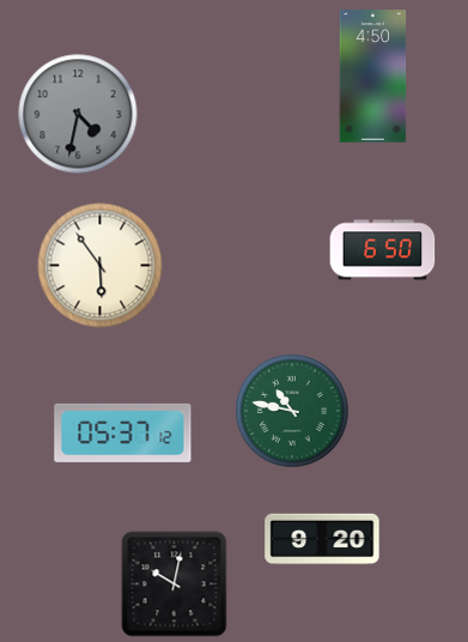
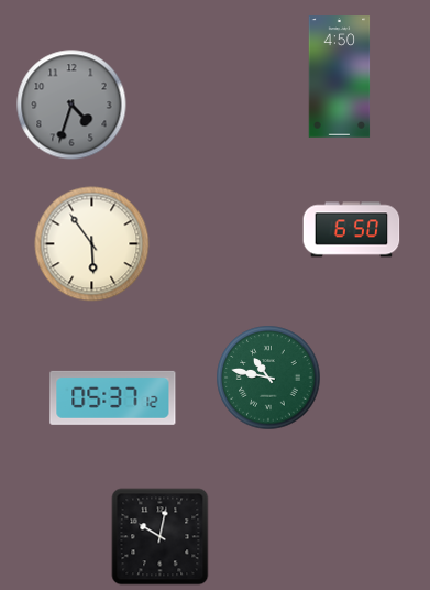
clock at (373, 77) position: (373, 77) -> (340, 77)
clock at (78, 114): 4:32 -> 4:33
clock at (322, 539): 9:20 -> none
